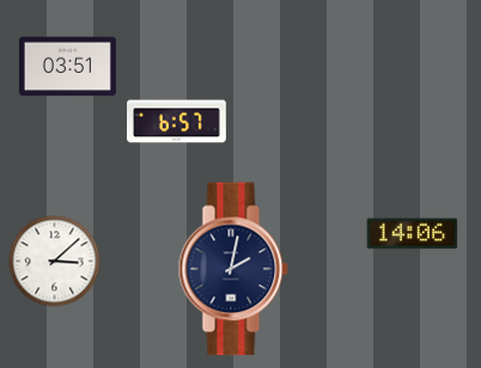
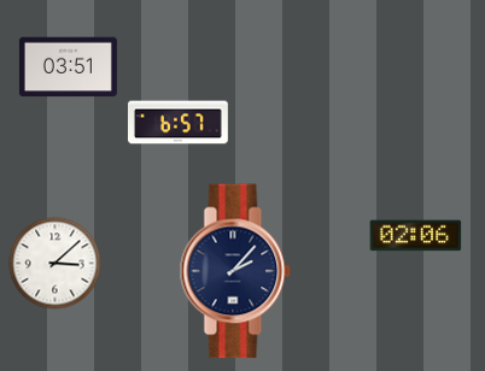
clock at (413, 234): 14:06 -> 02:06
clock at (233, 269): 2:02 -> 2:07
